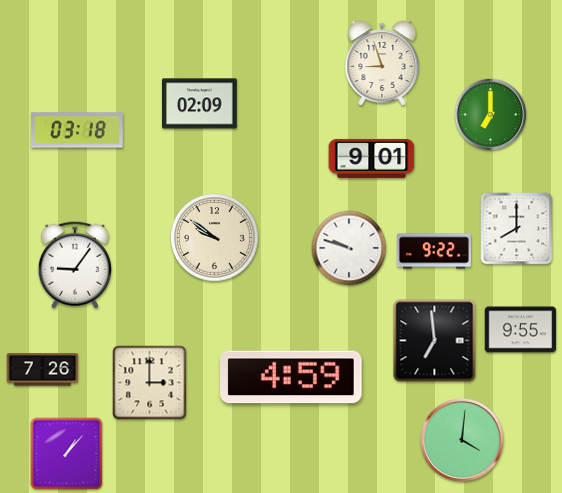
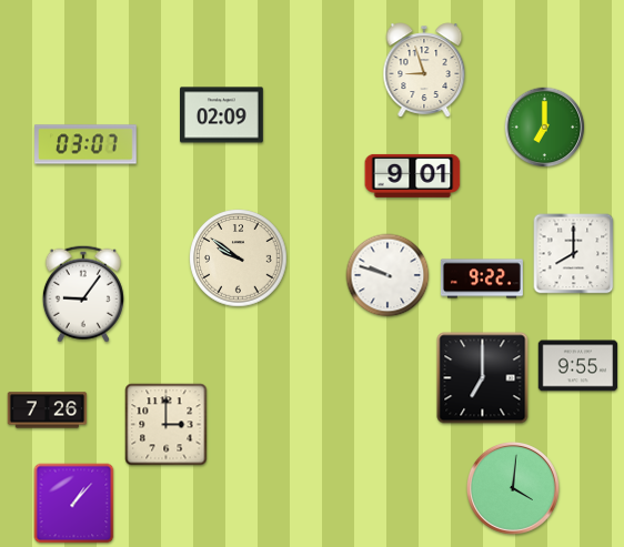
clock at (78, 130): 03:18 -> 03:07
clock at (215, 238) position: (215, 238) -> (239, 259)
clock at (435, 341): 6:59 -> 7:00
clock at (292, 377): 4:59 -> none
